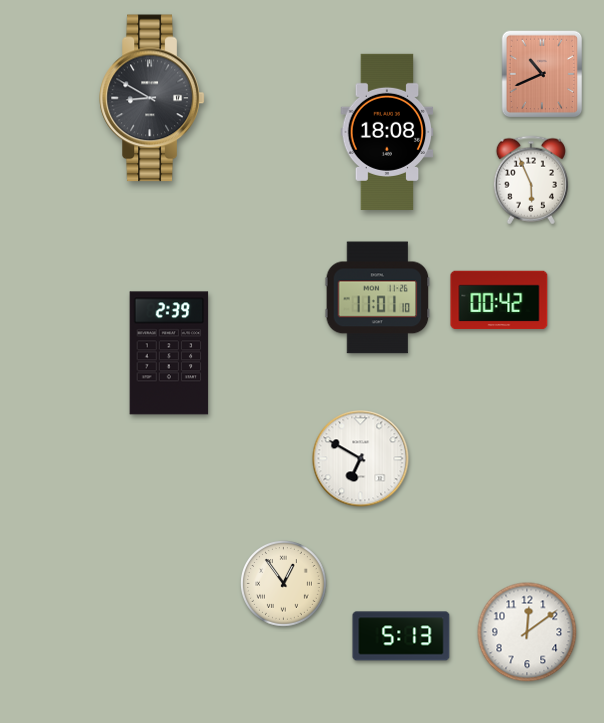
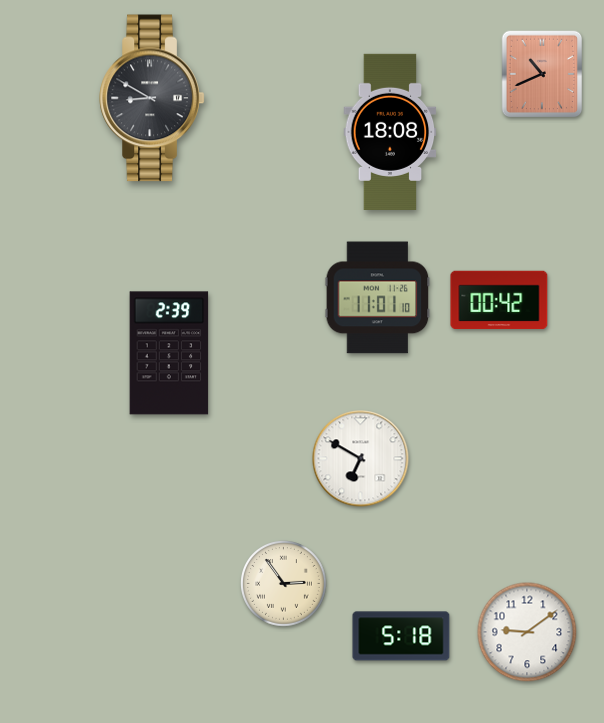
clock at (387, 132) position: (387, 132) -> (390, 132)
clock at (531, 180): 5:56 -> none
clock at (284, 584): 12:54 -> 2:54
clock at (527, 632): 12:09 -> 9:09
clock at (401, 636): 5:13 -> 5:18
